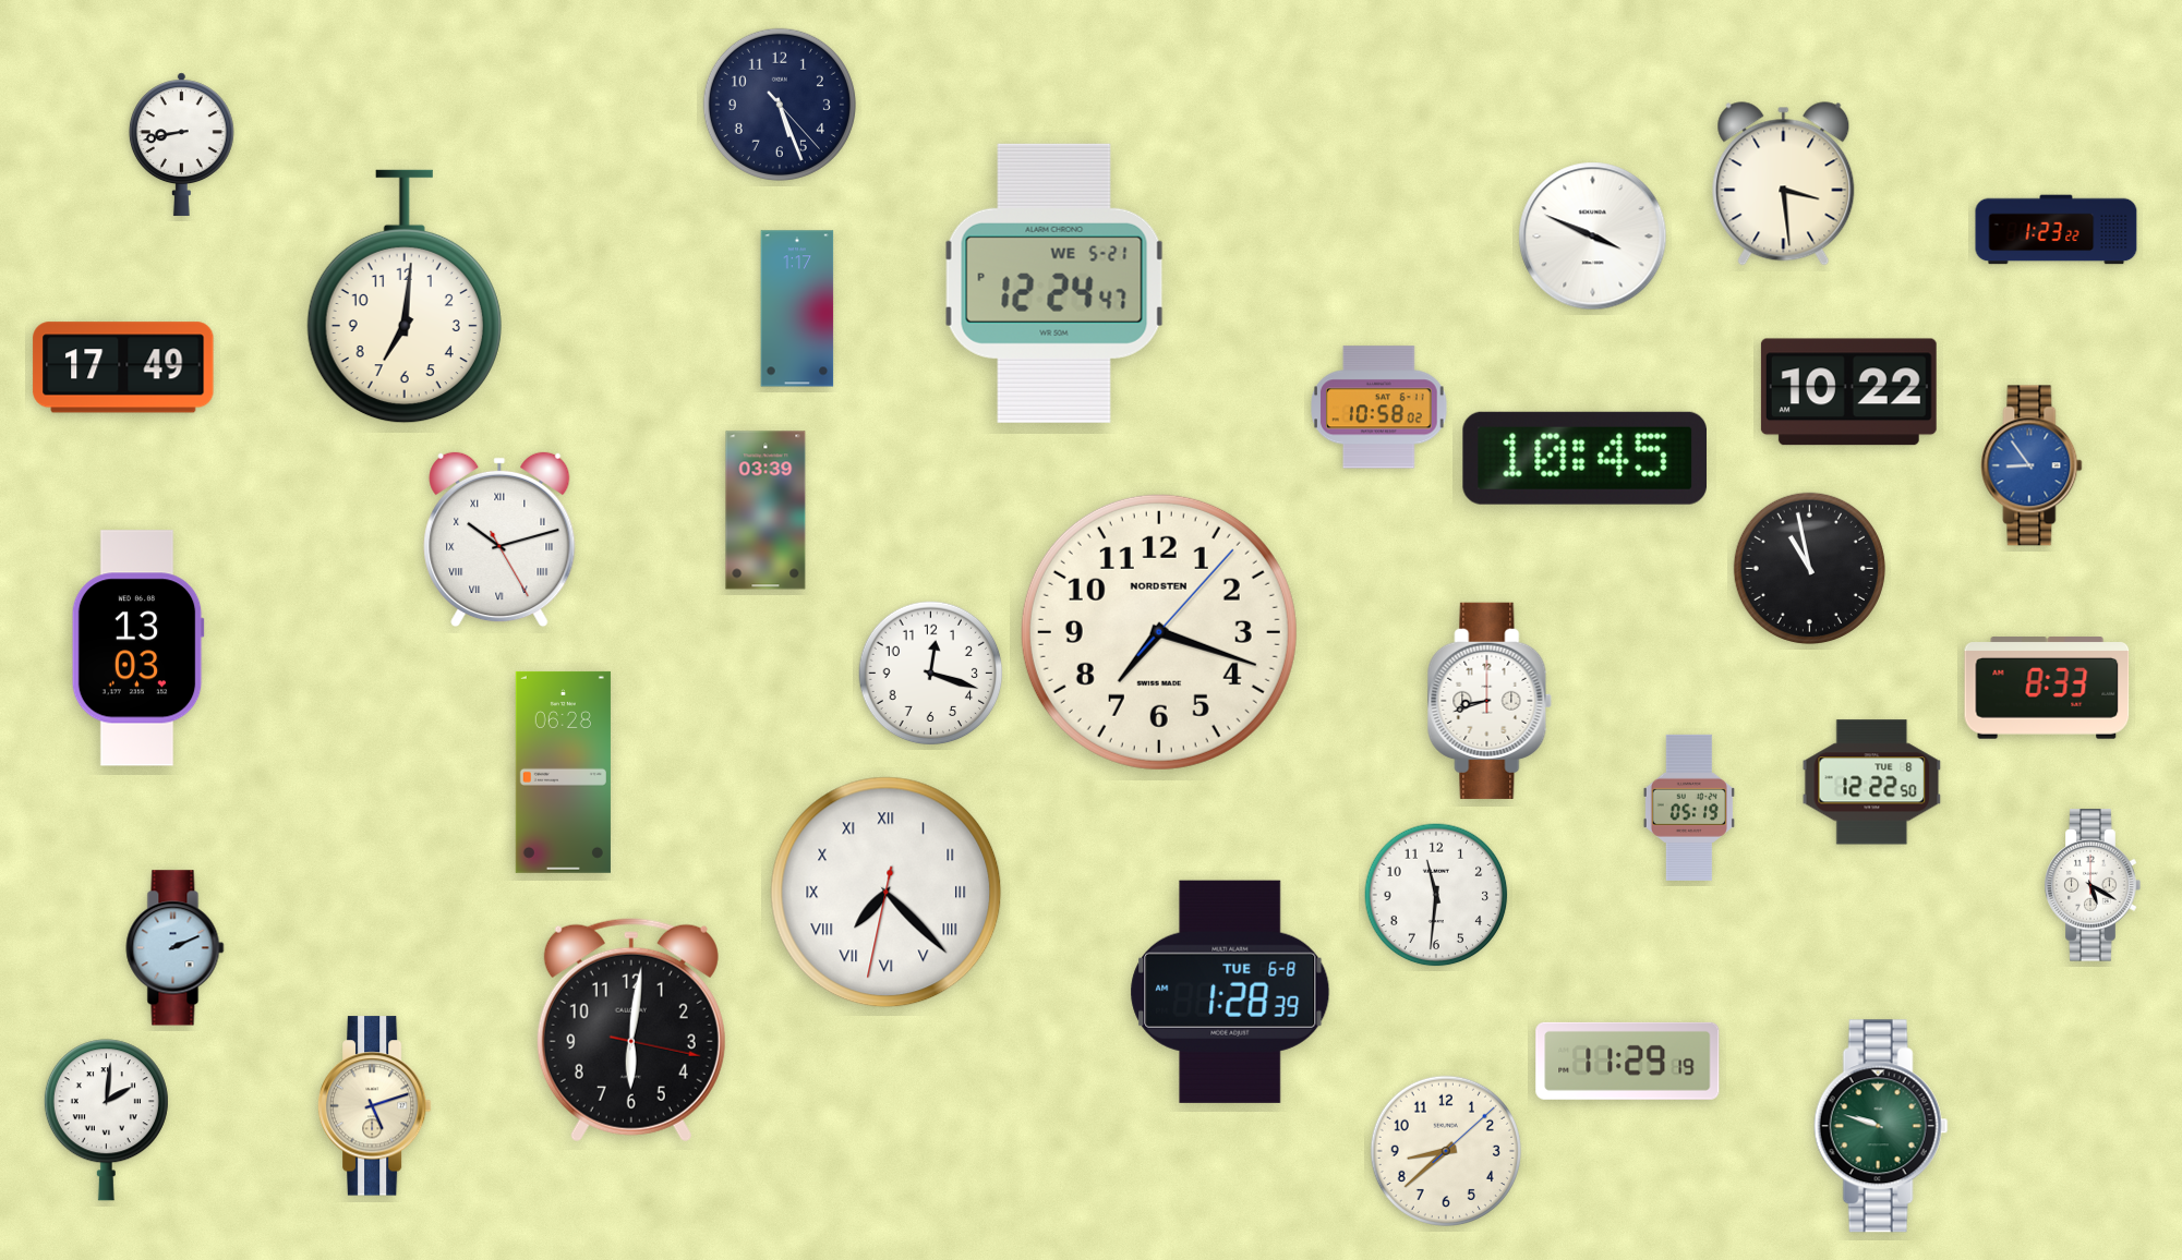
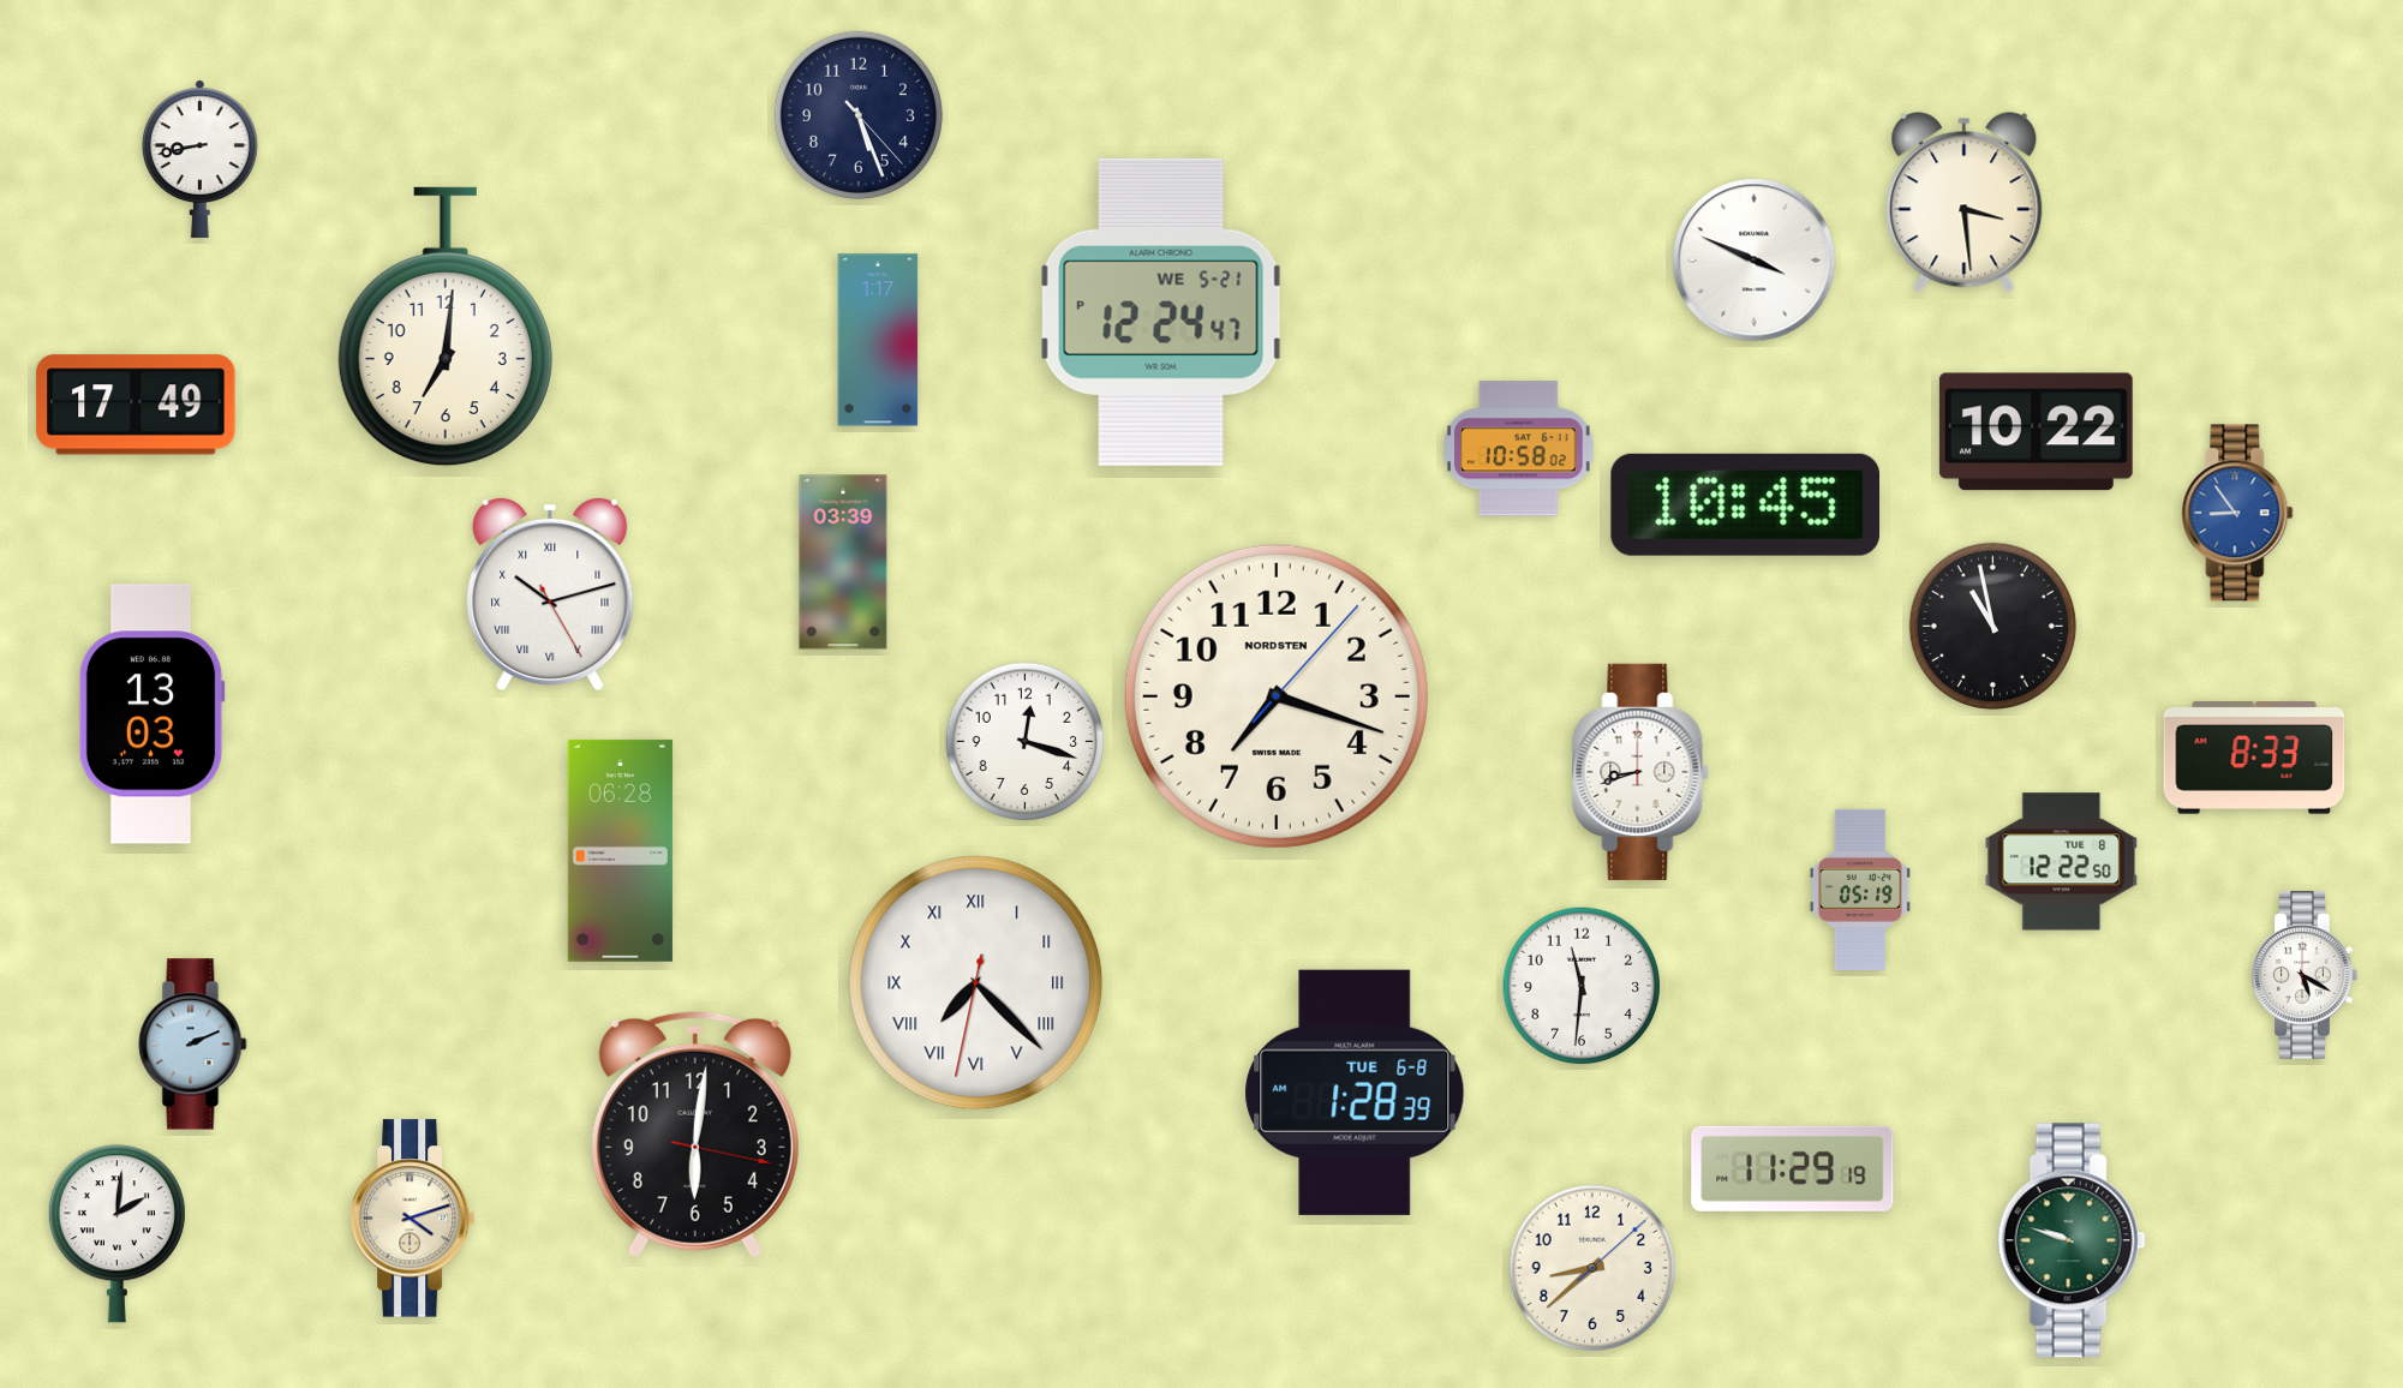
clock at (2057, 230): 1:23 -> none
clock at (374, 1106): 5:12 -> 4:12
